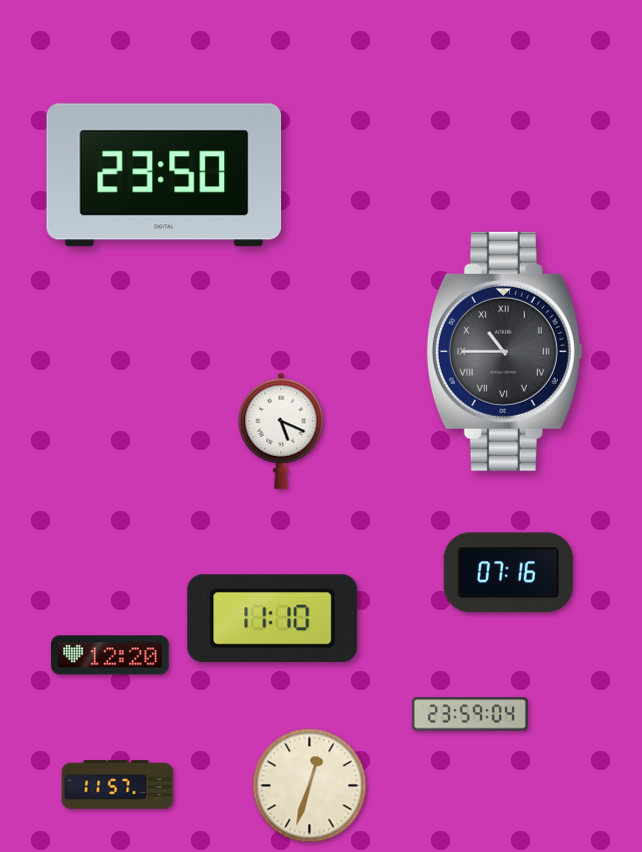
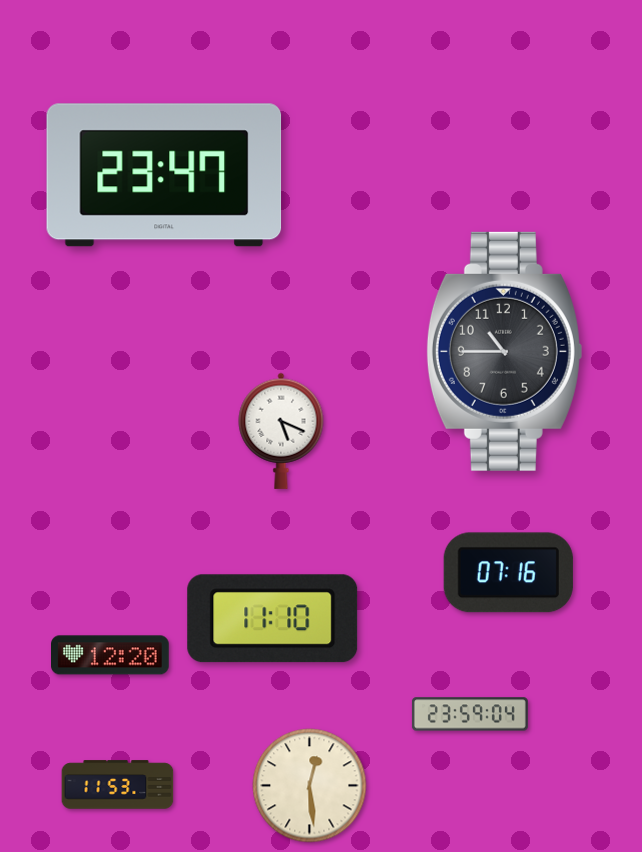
clock at (164, 175): 23:50 -> 23:47
clock at (504, 351) numerals: Roman -> Arabic
clock at (118, 785): 11:57 -> 11:53
clock at (310, 786): 12:33 -> 12:29
